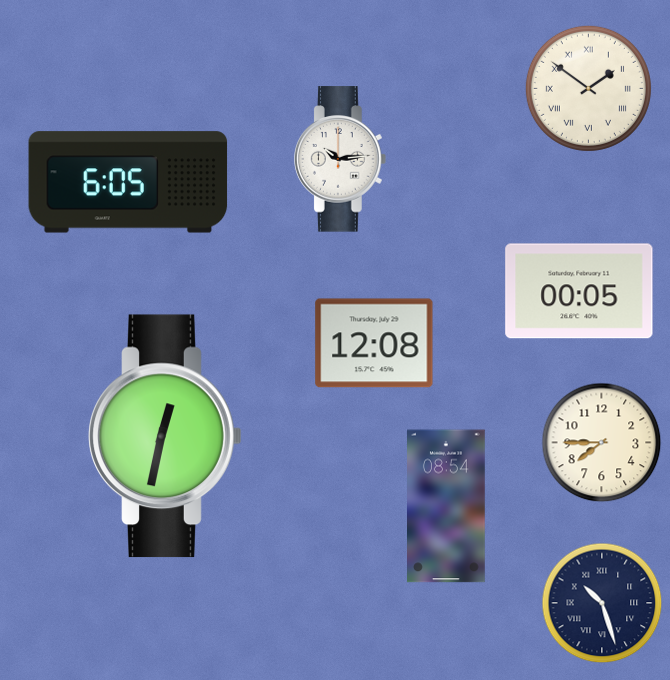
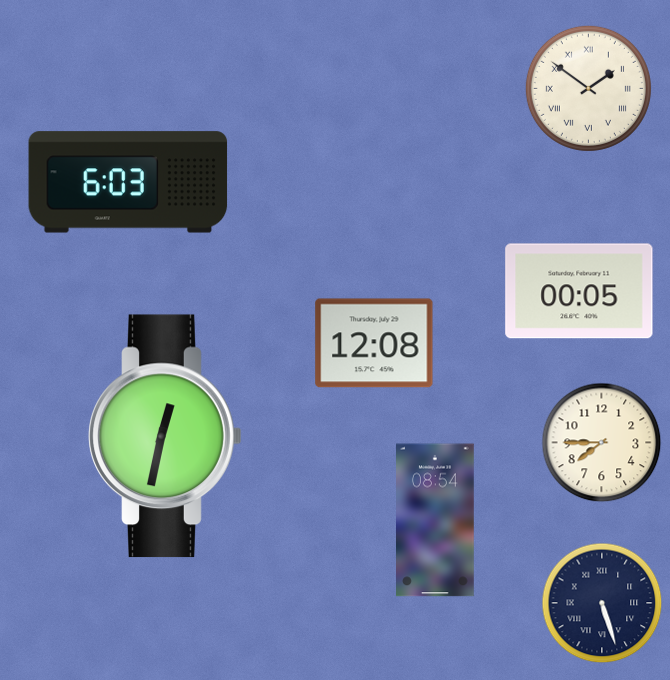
clock at (341, 159): 10:14 -> none
clock at (128, 182): 6:05 -> 6:03
clock at (447, 506) position: (447, 506) -> (436, 520)
clock at (602, 603): 10:27 -> 5:27
